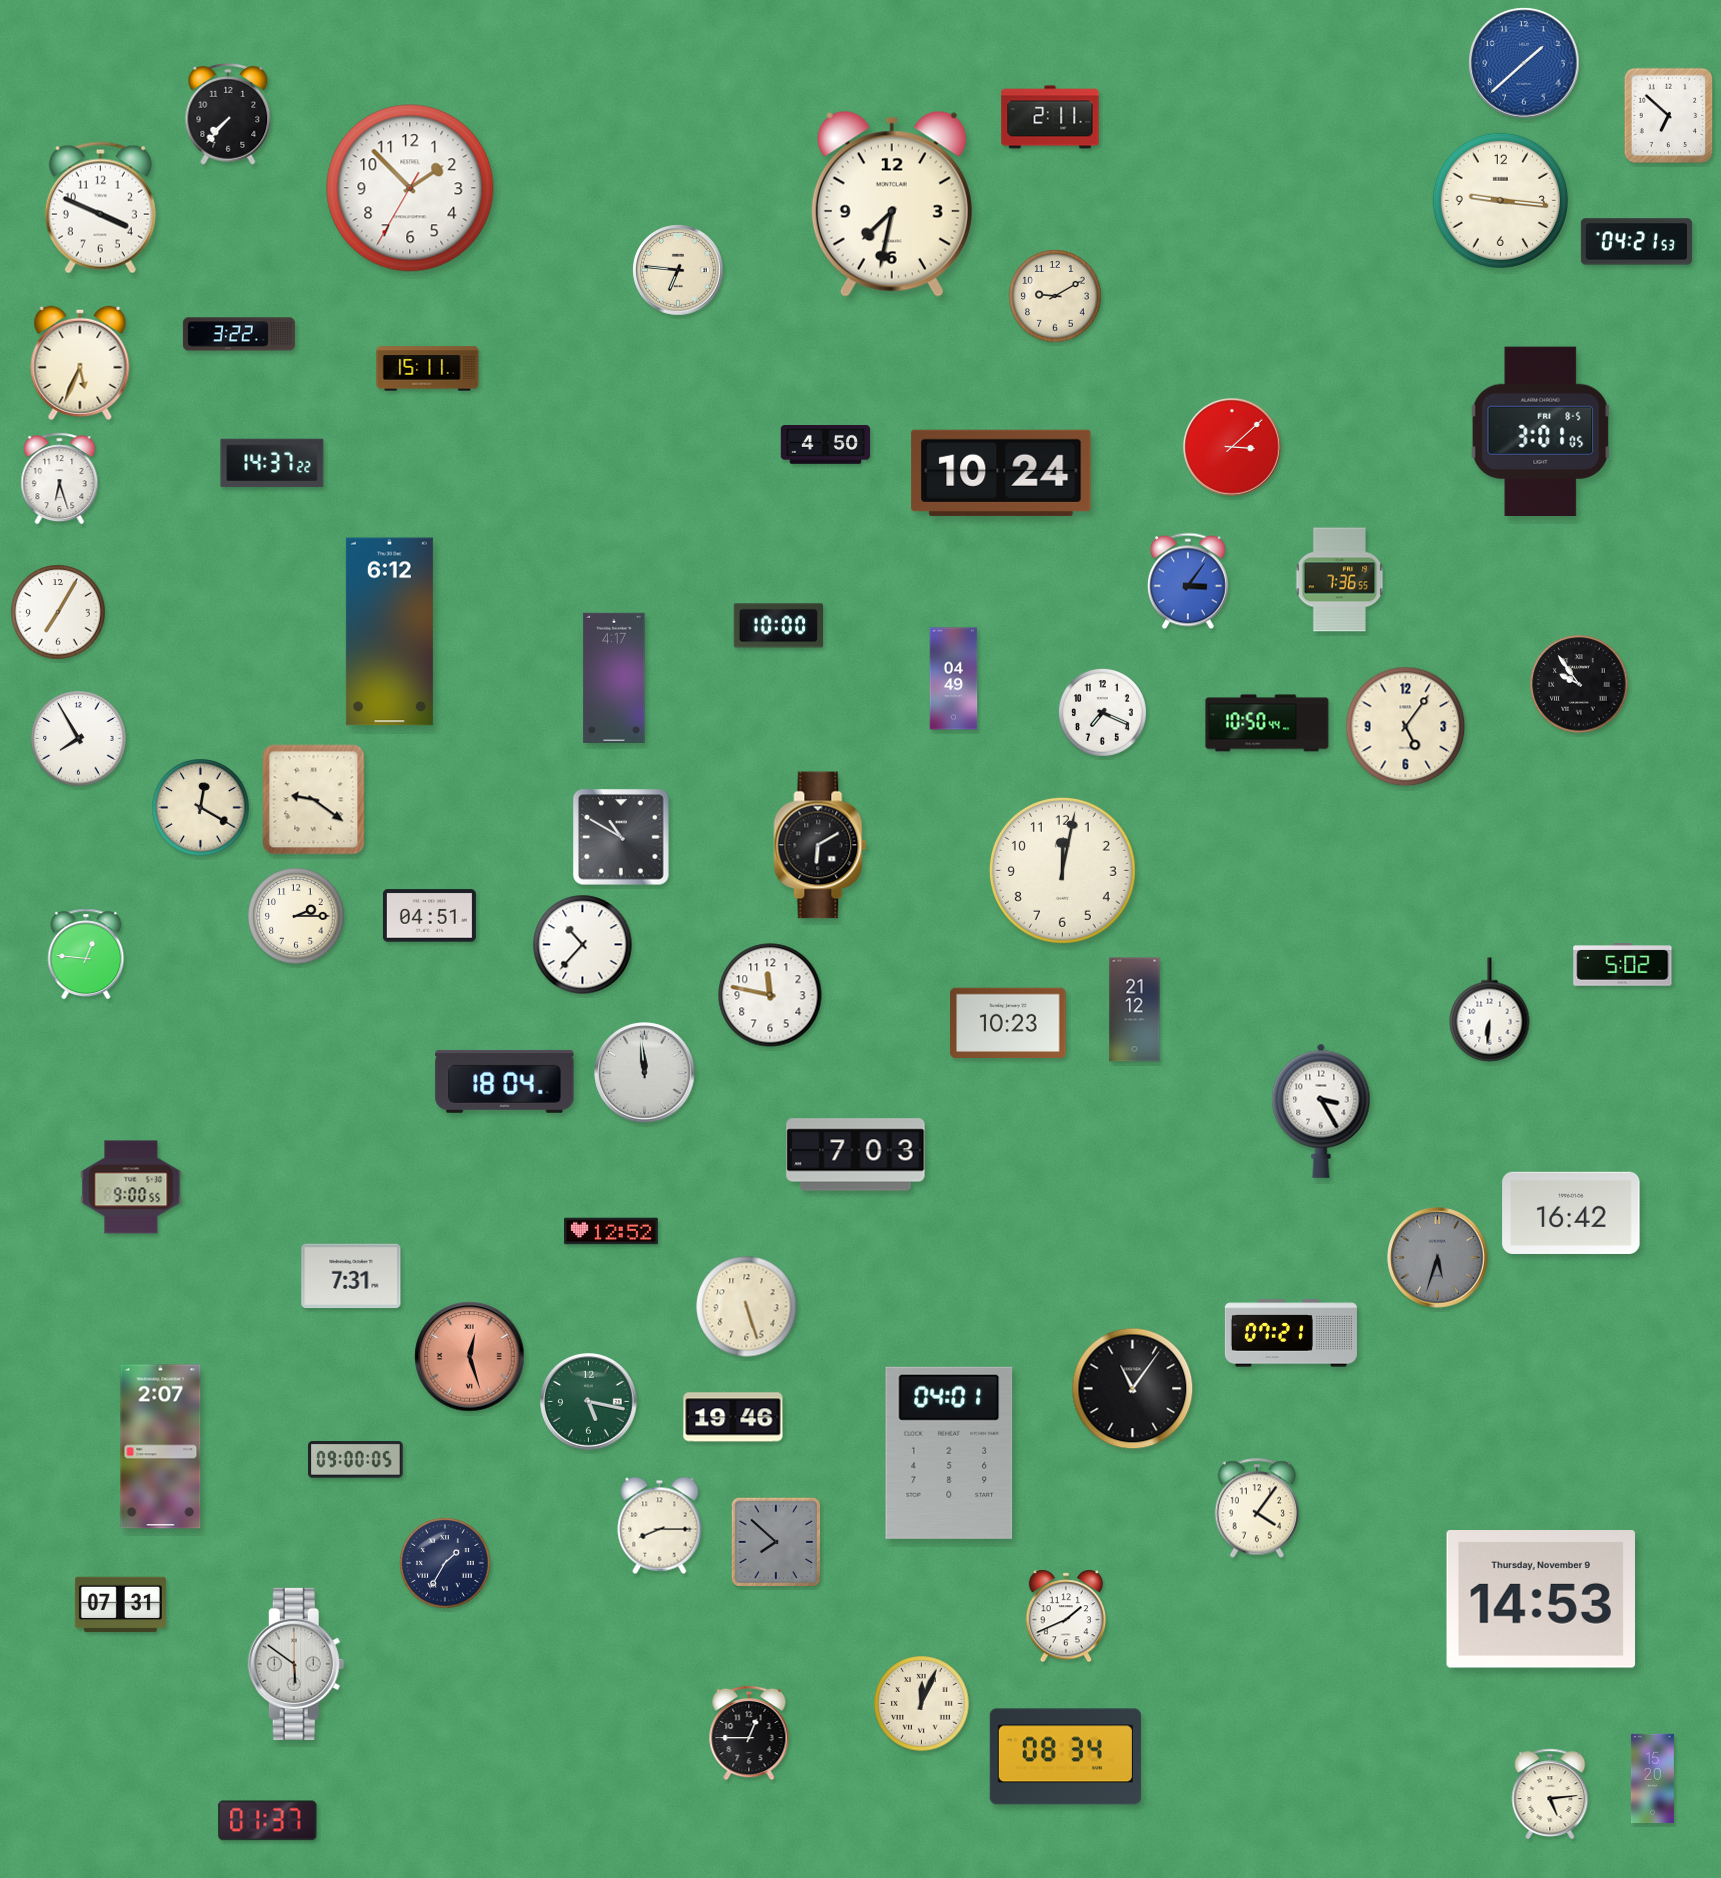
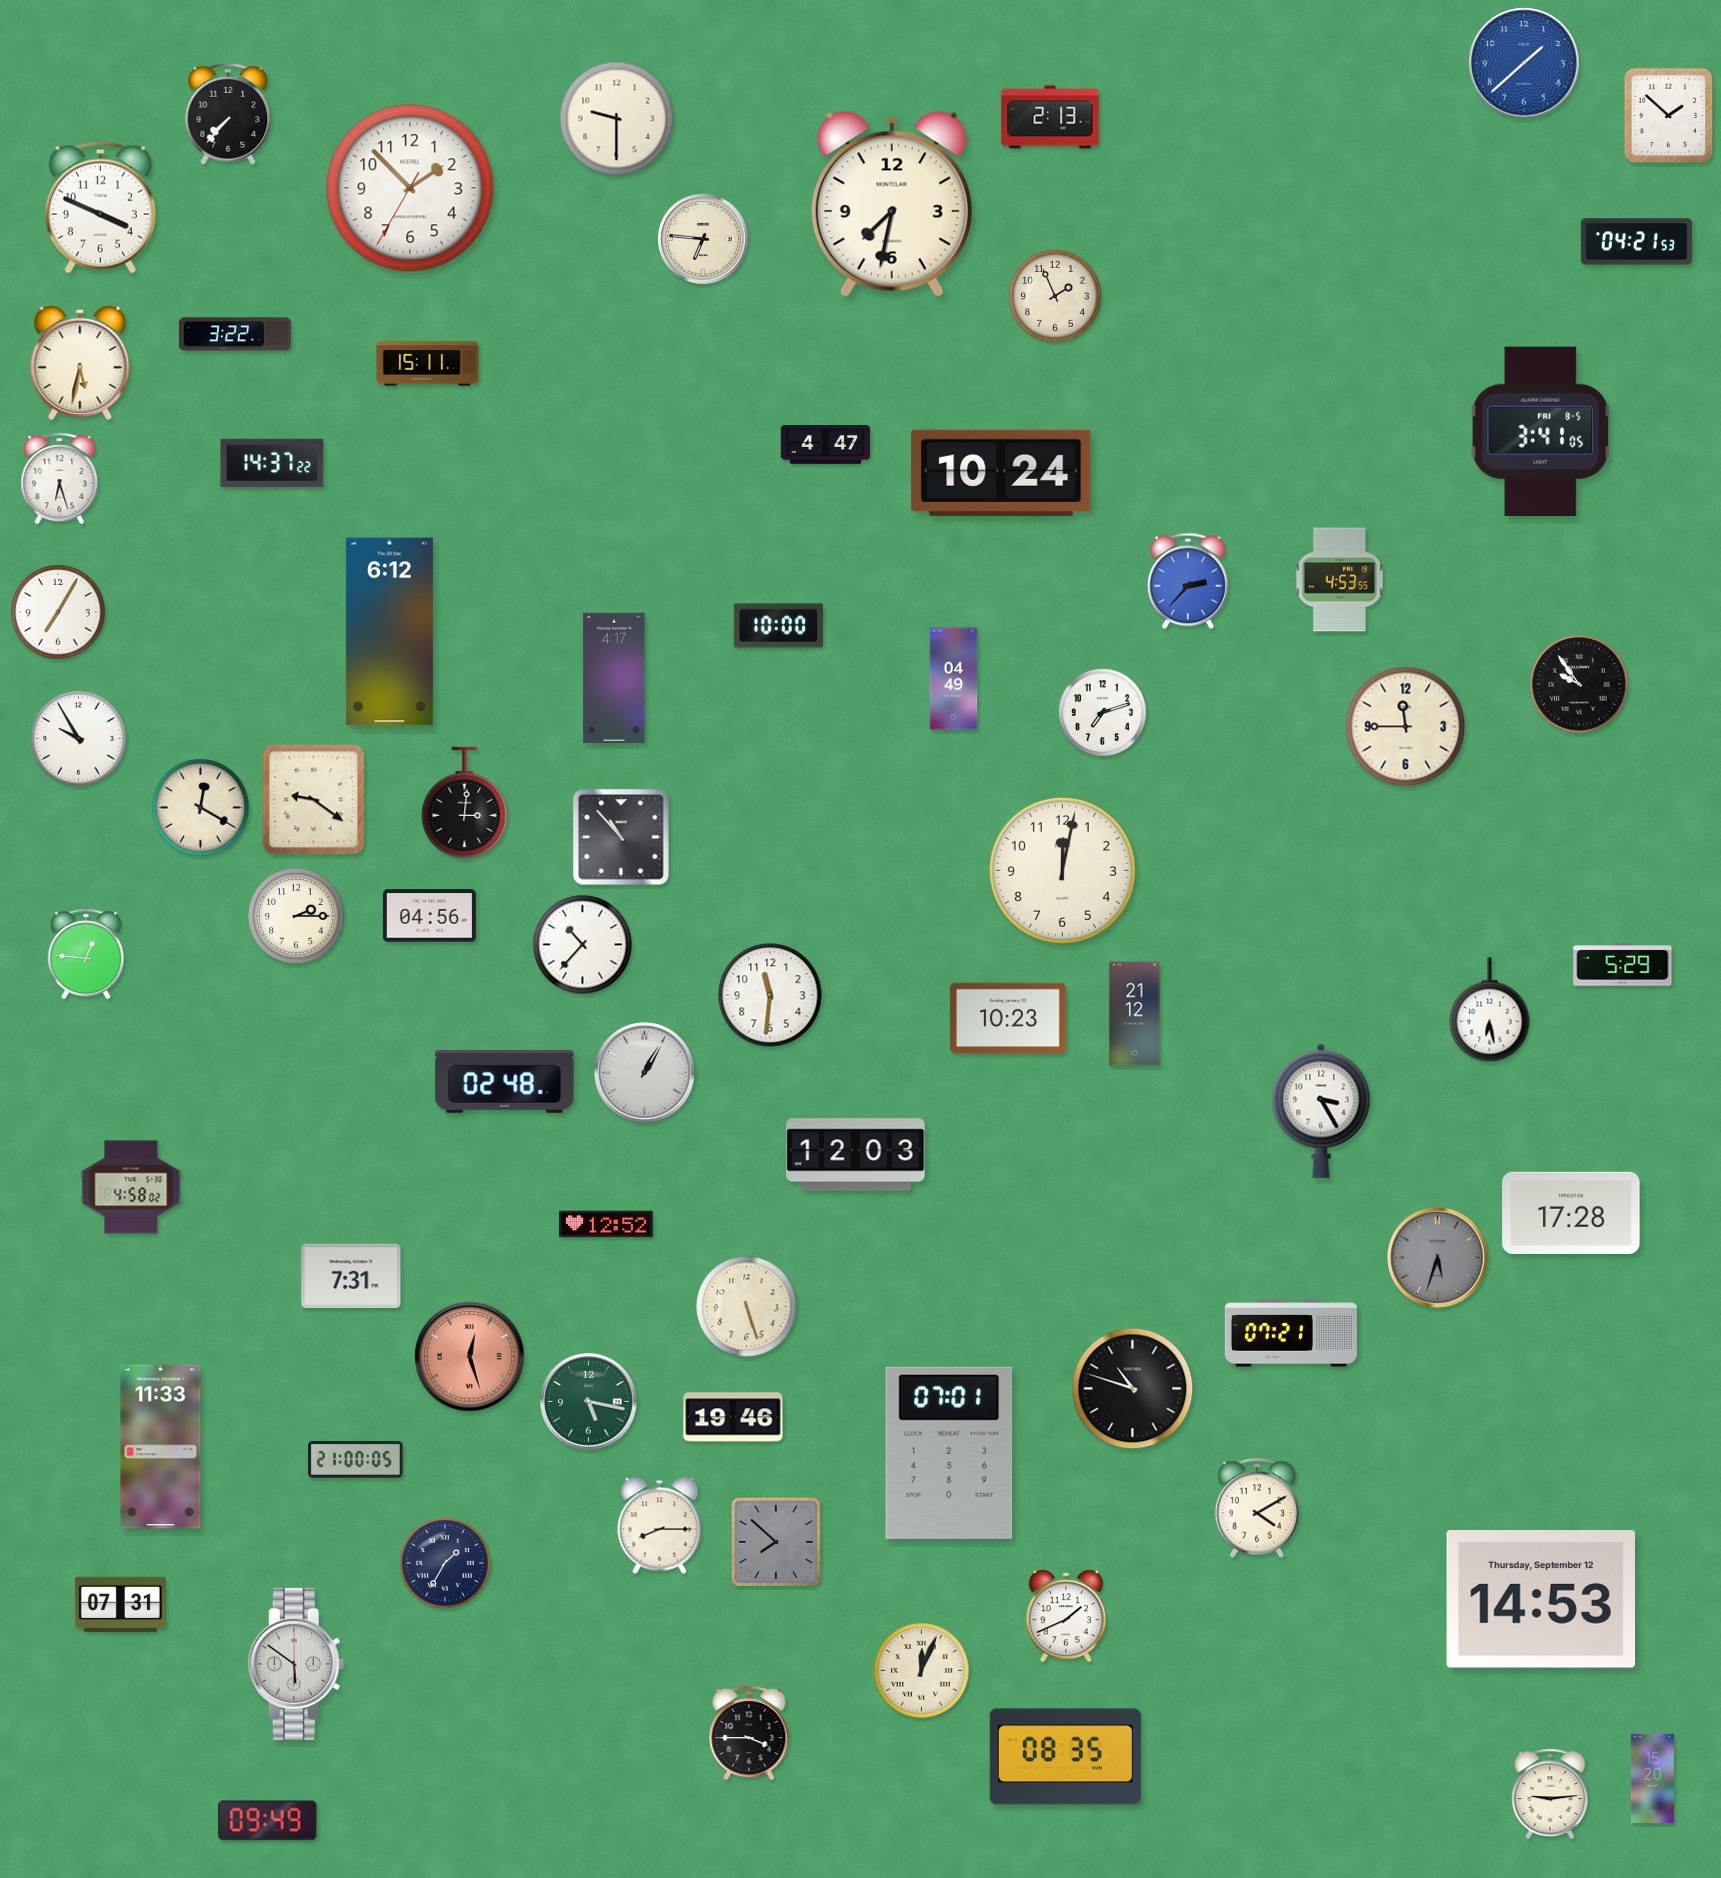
clock at (1669, 116): 6:52 -> 1:52
clock at (1050, 117): 2:11 -> 2:13
clock at (617, 119): none -> 9:30
clock at (1500, 200): 9:16 -> none
clock at (679, 271) position: (679, 271) -> (704, 240)
clock at (1055, 296): 9:10 -> 1:56
clock at (239, 334) position: (239, 334) -> (235, 334)
clock at (80, 363): 5:34 -> 5:32
clock at (428, 369) position: (428, 369) -> (428, 364)
clock at (1541, 431): 3:01 -> 3:41
clock at (826, 445): 4:50 -> 4:47
clock at (1232, 447): 3:08 -> none
clock at (1340, 580): 7:36 -> 4:53
clock at (1188, 581): 3:06 -> 2:37
clock at (1102, 712): 7:19 -> 7:12
clock at (1267, 723): 10:50 -> none
clock at (1406, 727): 5:06 -> 11:45
clock at (79, 739): 7:55 -> 9:55
clock at (465, 803): none -> 3:01
clock at (621, 837): 10:50 -> 10:53
clock at (820, 845): 6:10 -> none
clock at (429, 916): 04:51 -> 04:56
clock at (1623, 965): 5:02 -> 5:29
clock at (770, 995): 11:47 -> 11:31
clock at (1135, 1010) position: (1135, 1010) -> (1135, 1014)
clock at (1490, 1010): 6:31 -> 6:28
clock at (1008, 1022) position: (1008, 1022) -> (1008, 1017)
clock at (645, 1073): 11:59 -> 1:05
clock at (505, 1081): 18:04 -> 02:48
clock at (856, 1155): 7:03 -> 12:03
clock at (131, 1187): 9:00 -> 4:58
clock at (1571, 1213): 16:42 -> 17:28
clock at (612, 1231) position: (612, 1231) -> (607, 1224)
clock at (1133, 1389): 11:06 -> 10:48
clock at (161, 1447): 2:07 -> 11:33
clock at (949, 1453): 04:01 -> 07:01
clock at (356, 1460): 09:00 -> 21:00
clock at (1257, 1508): 4:06 -> 4:10
clock at (1541, 1600) date: Thursday, November 9 -> Thursday, September 12
clock at (922, 1704) position: (922, 1704) -> (922, 1671)
clock at (749, 1733): 12:45 -> 3:45
clock at (1065, 1757): 08:34 -> 08:35
clock at (1550, 1794): 5:14 -> 9:14
clock at (268, 1821): 01:37 -> 09:49
